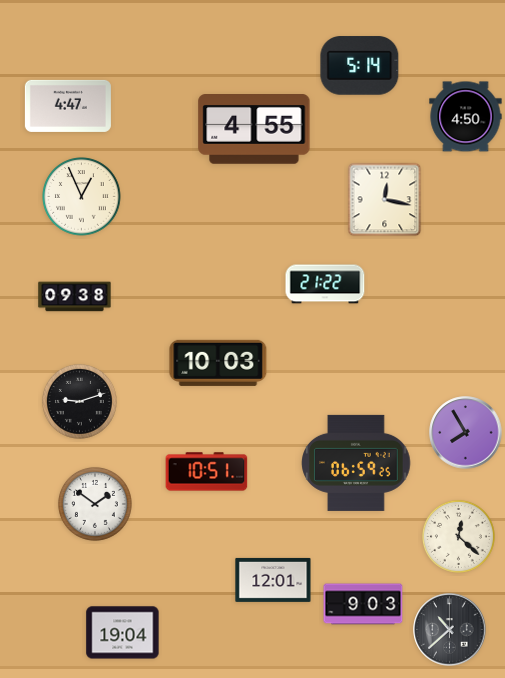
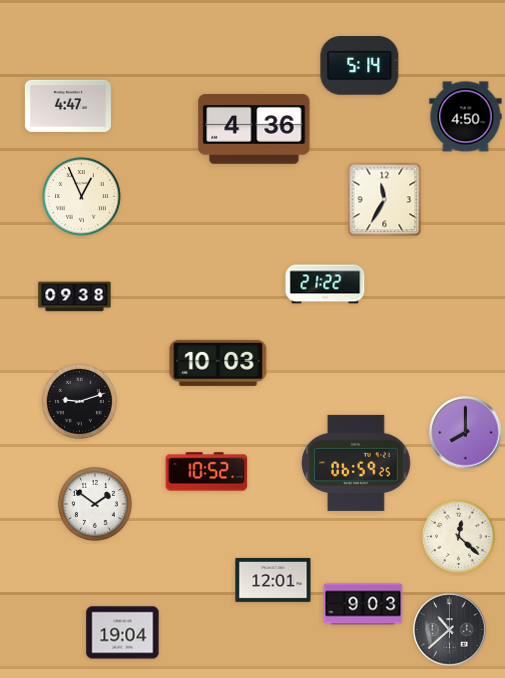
clock at (254, 130): 4:55 -> 4:36
clock at (385, 200): 12:17 -> 11:35
clock at (466, 433): 7:55 -> 8:00
clock at (207, 472): 10:51 -> 10:52
